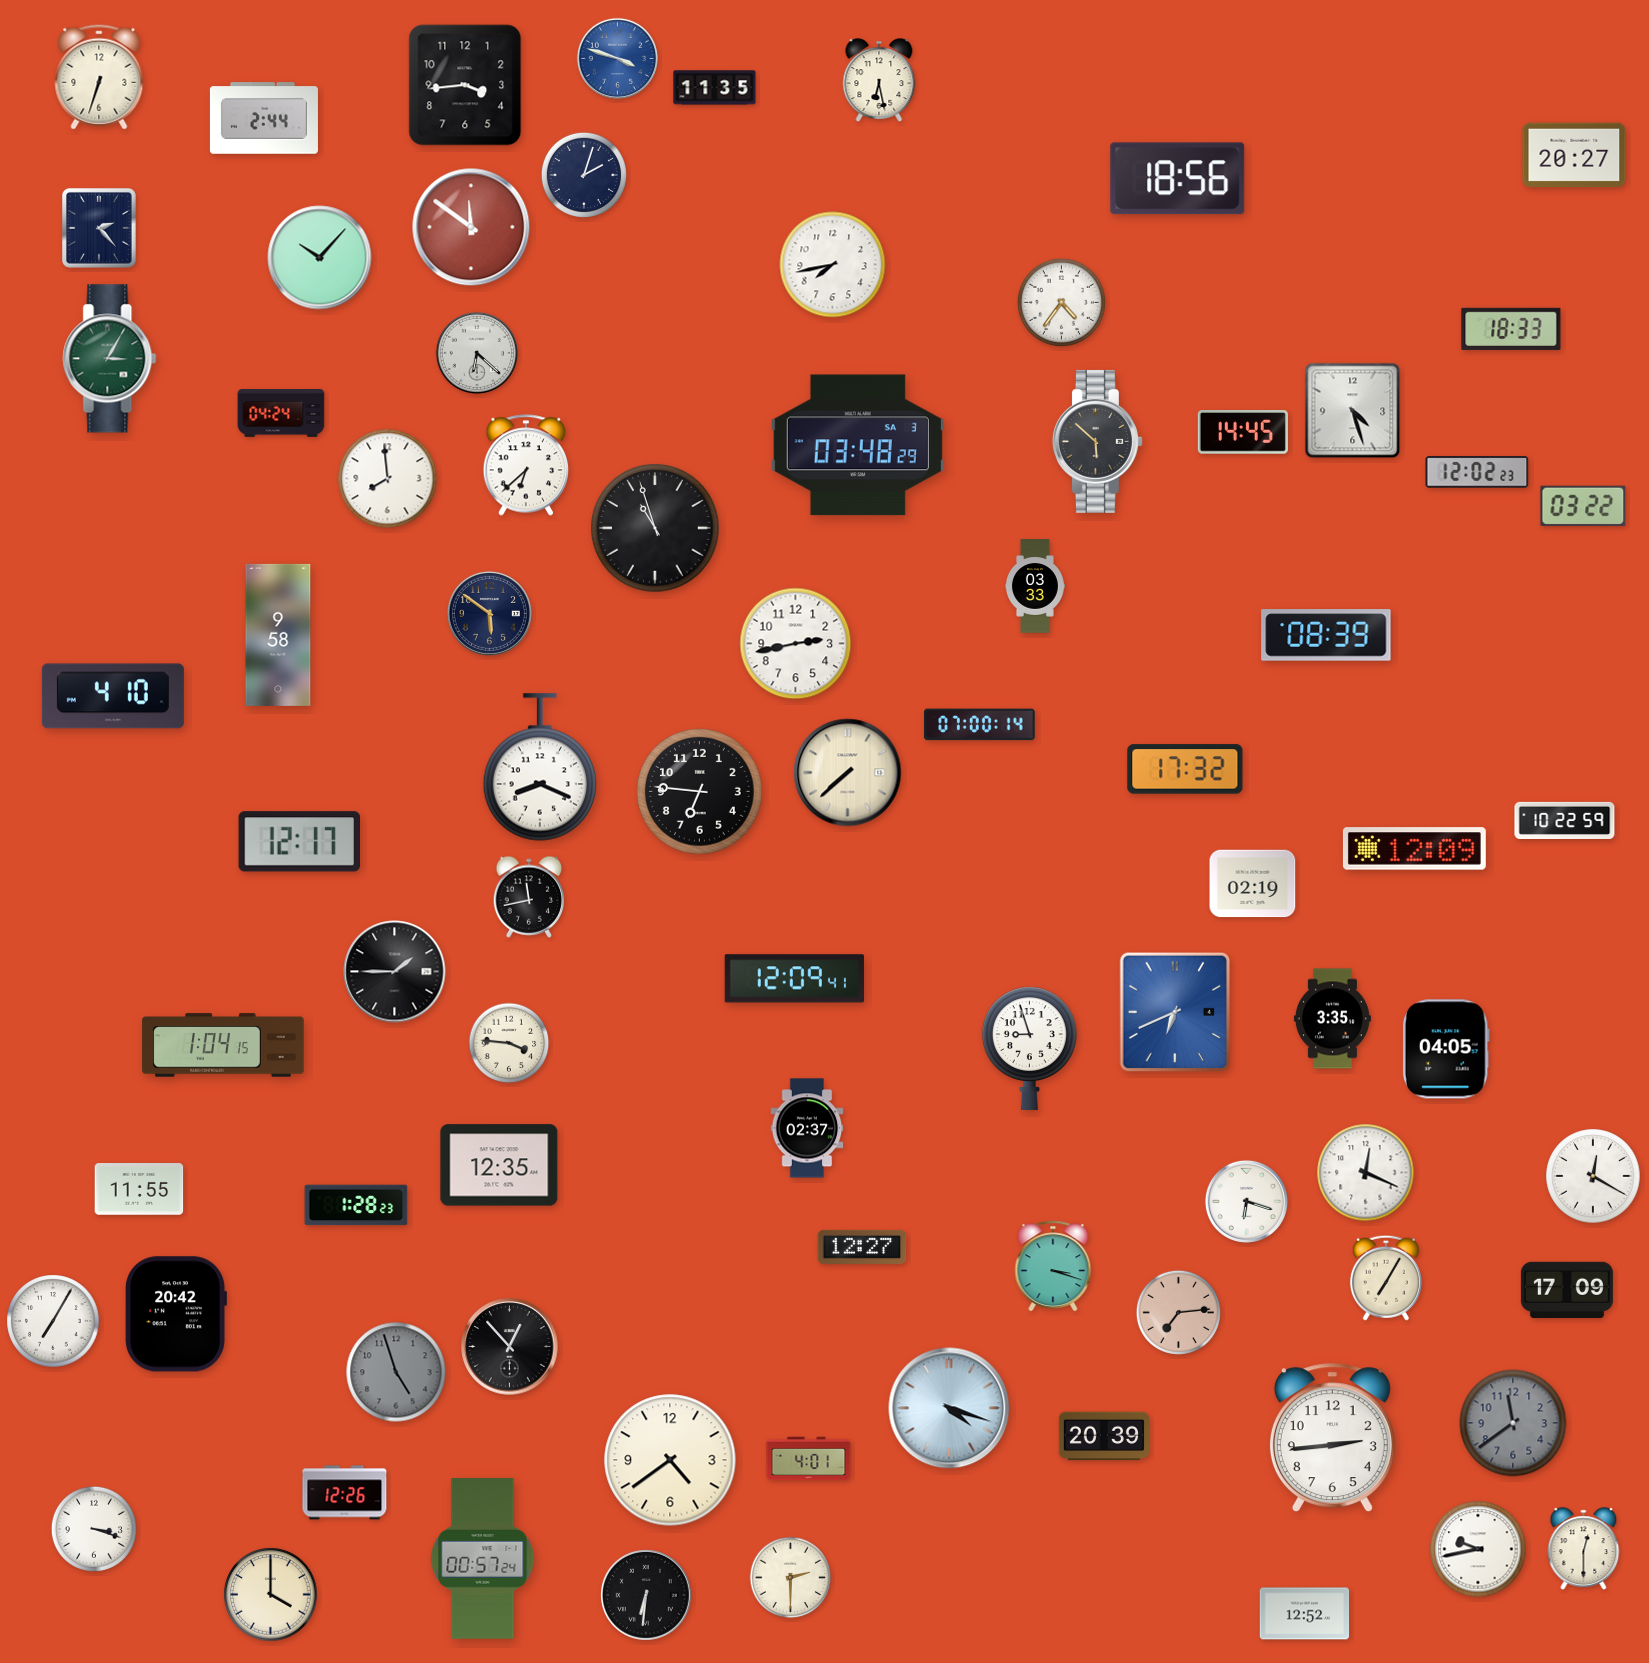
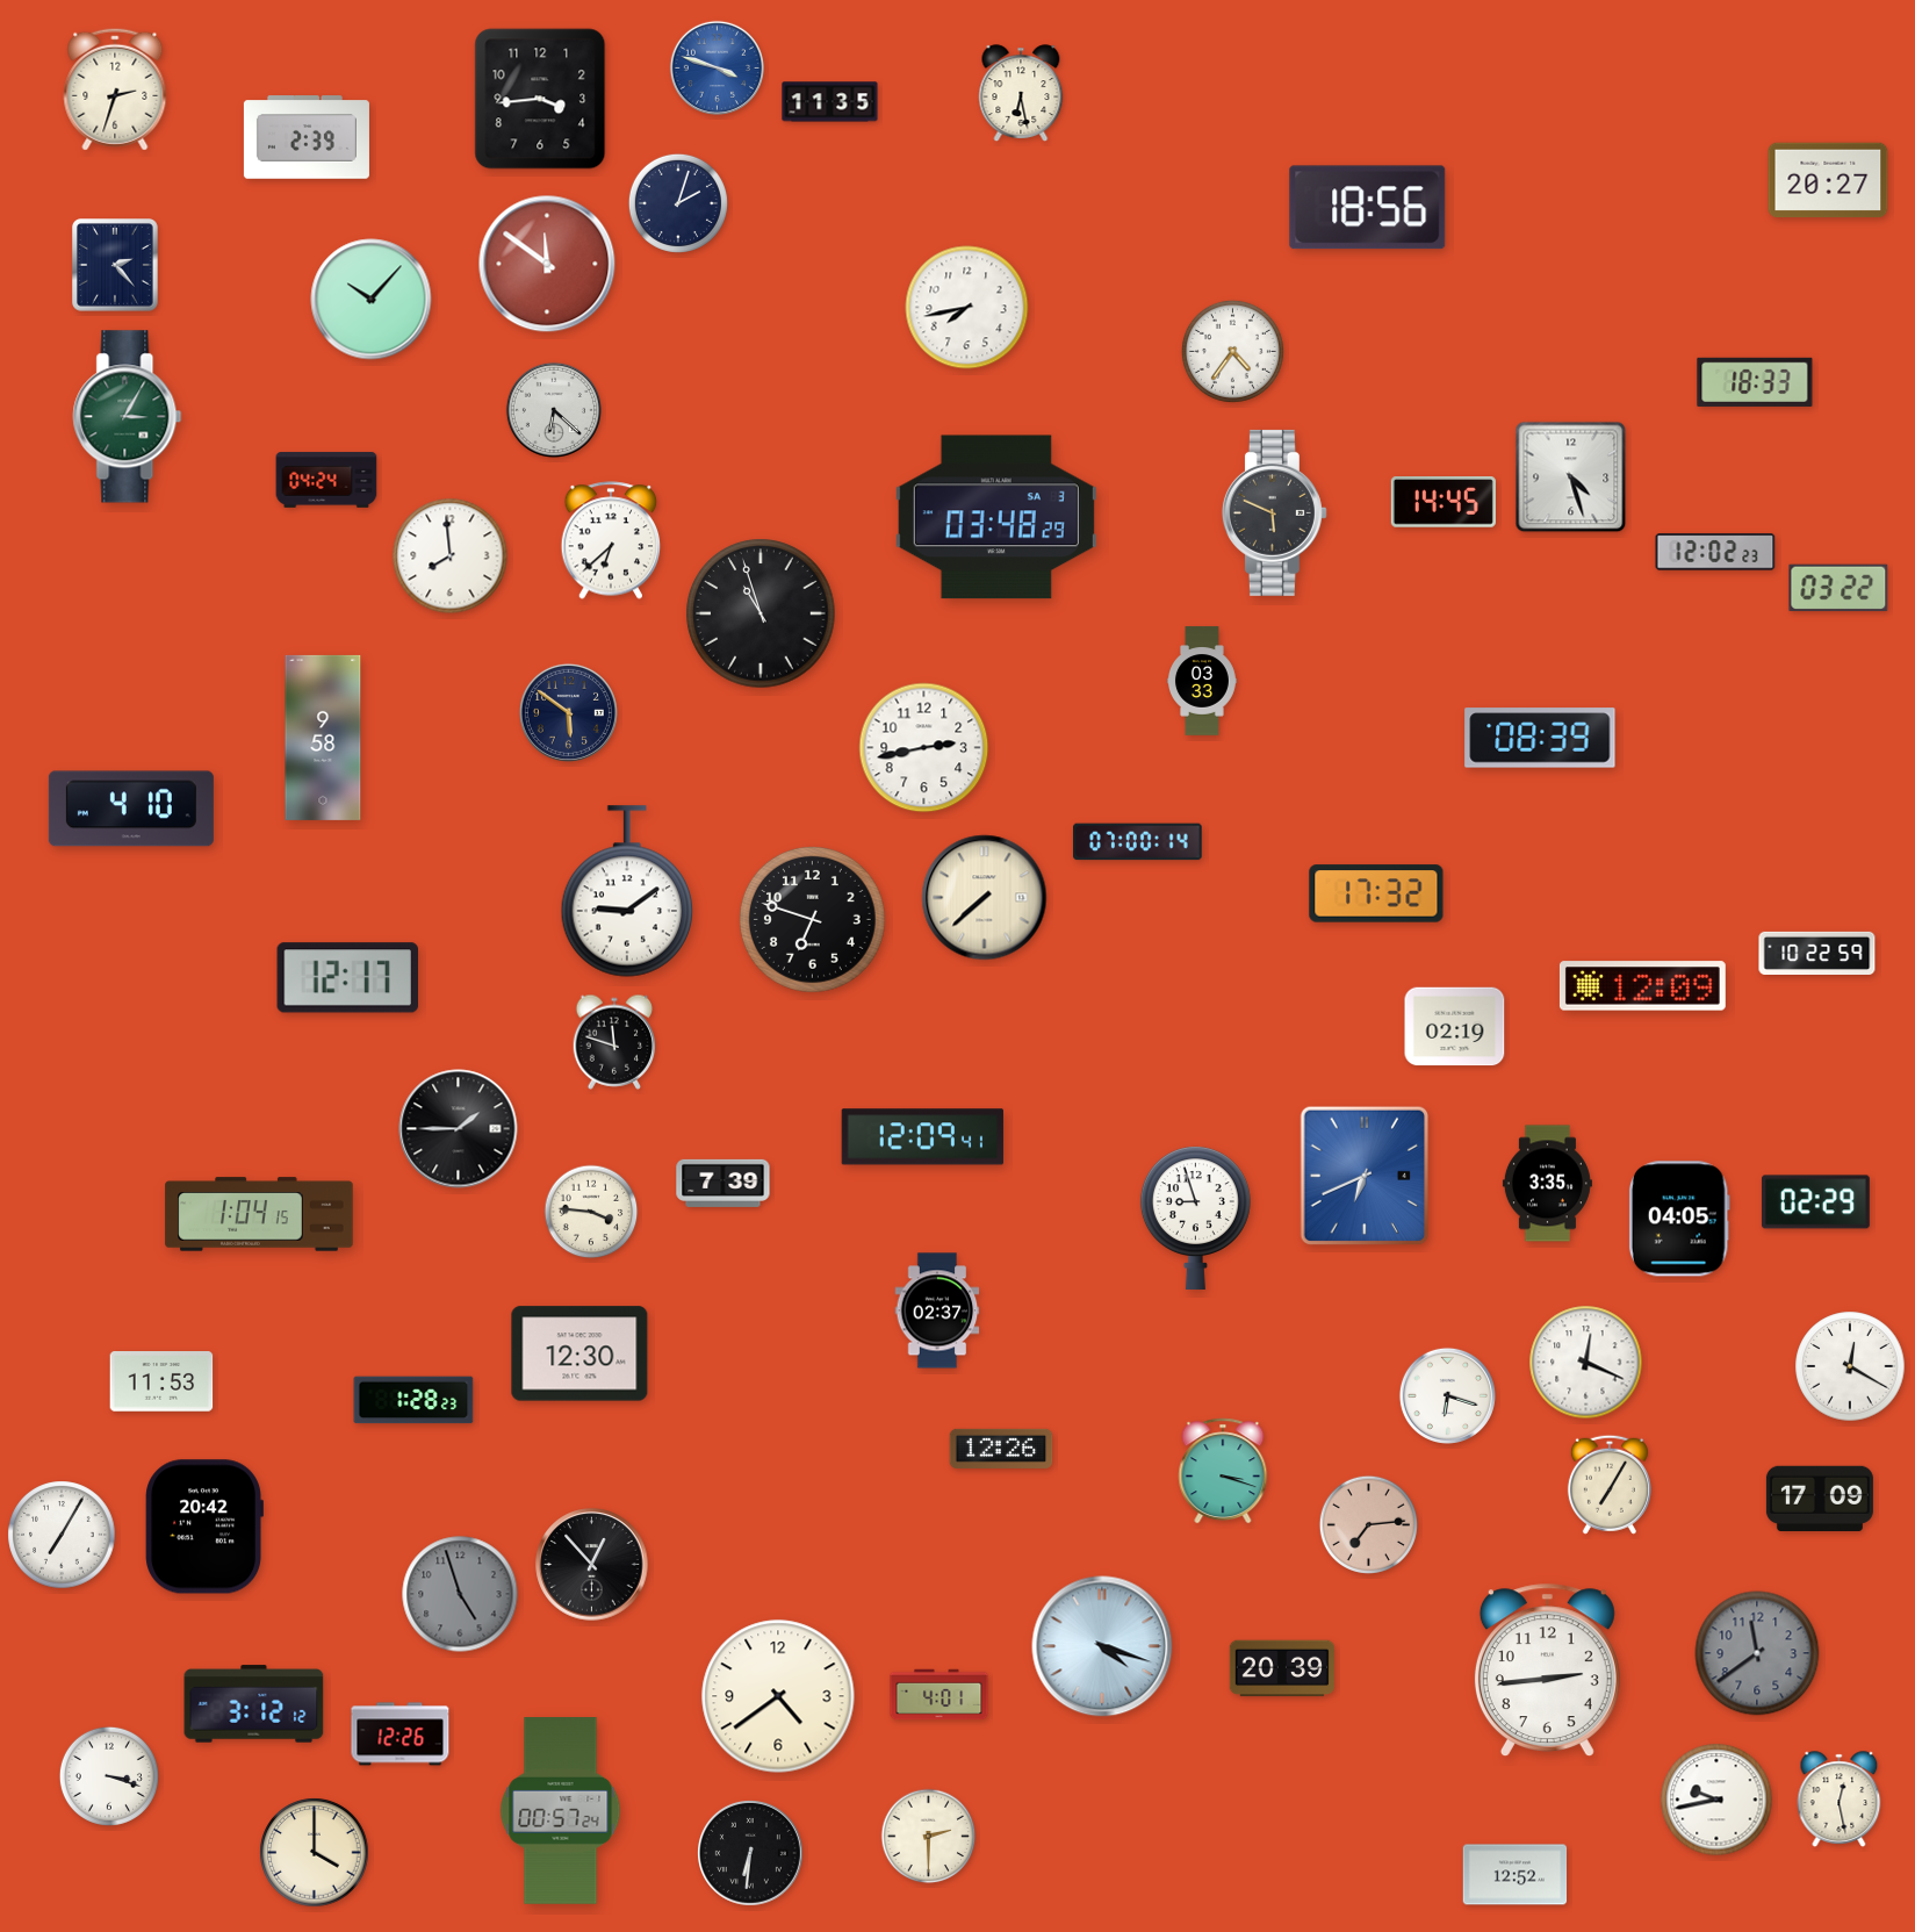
clock at (99, 77): 6:33 -> 2:33
clock at (264, 118): 2:44 -> 2:39
clock at (1097, 441): 5:52 -> 5:49
clock at (1477, 472) position: (1477, 472) -> (1715, 552)
clock at (540, 767): 8:19 -> 9:09
clock at (699, 791): 6:46 -> 6:48
clock at (529, 897): 11:43 -> 11:48
clock at (723, 1183): none -> 7:39
clock at (1815, 1202): none -> 02:29
clock at (499, 1165): 12:35 -> 12:30
clock at (139, 1189): 11:55 -> 11:53
clock at (862, 1247): 12:27 -> 12:26
clock at (949, 1408) position: (949, 1408) -> (1102, 1646)
clock at (254, 1704): none -> 3:12
clock at (1584, 1549): 12:30 -> 12:28
clock at (791, 1578) position: (791, 1578) -> (929, 1837)
